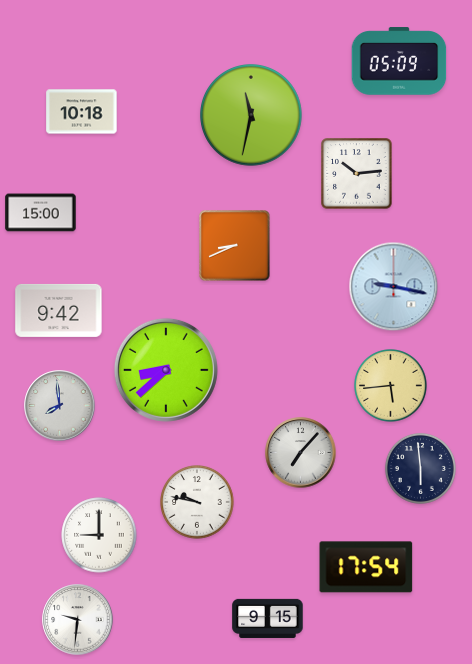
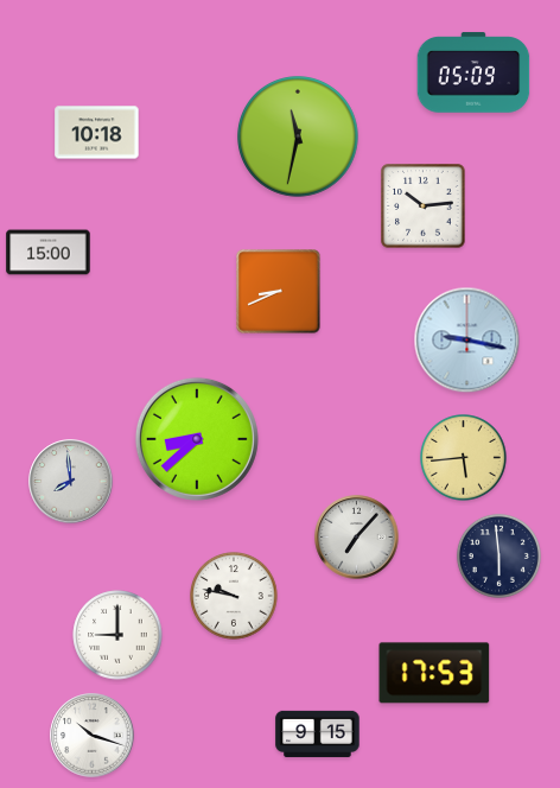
clock at (59, 310): 9:42 -> none
clock at (366, 567): 17:54 -> 17:53
clock at (78, 620): 9:31 -> 10:18
